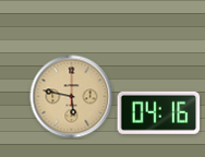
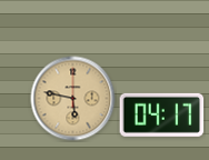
clock at (159, 112): 04:16 -> 04:17
